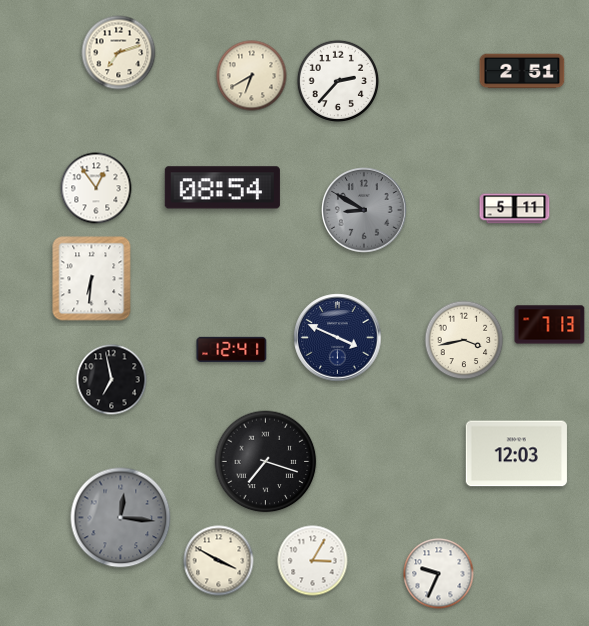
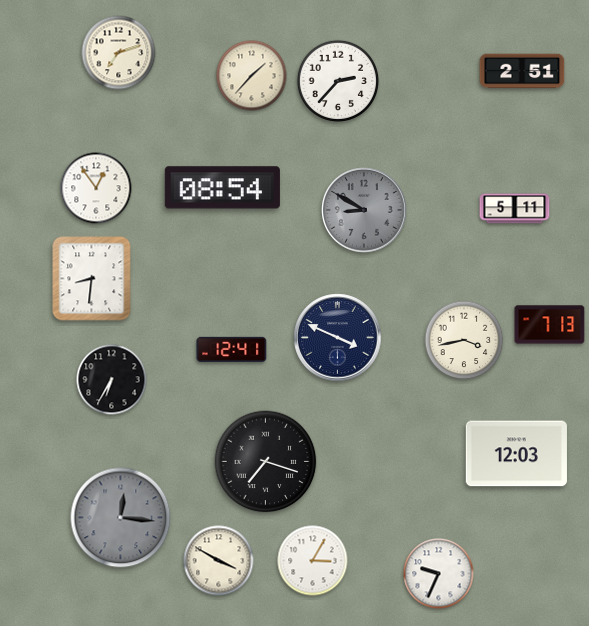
clock at (252, 76): 6:40 -> 1:37
clock at (92, 279): 6:31 -> 8:31
clock at (112, 380): 6:58 -> 6:35
